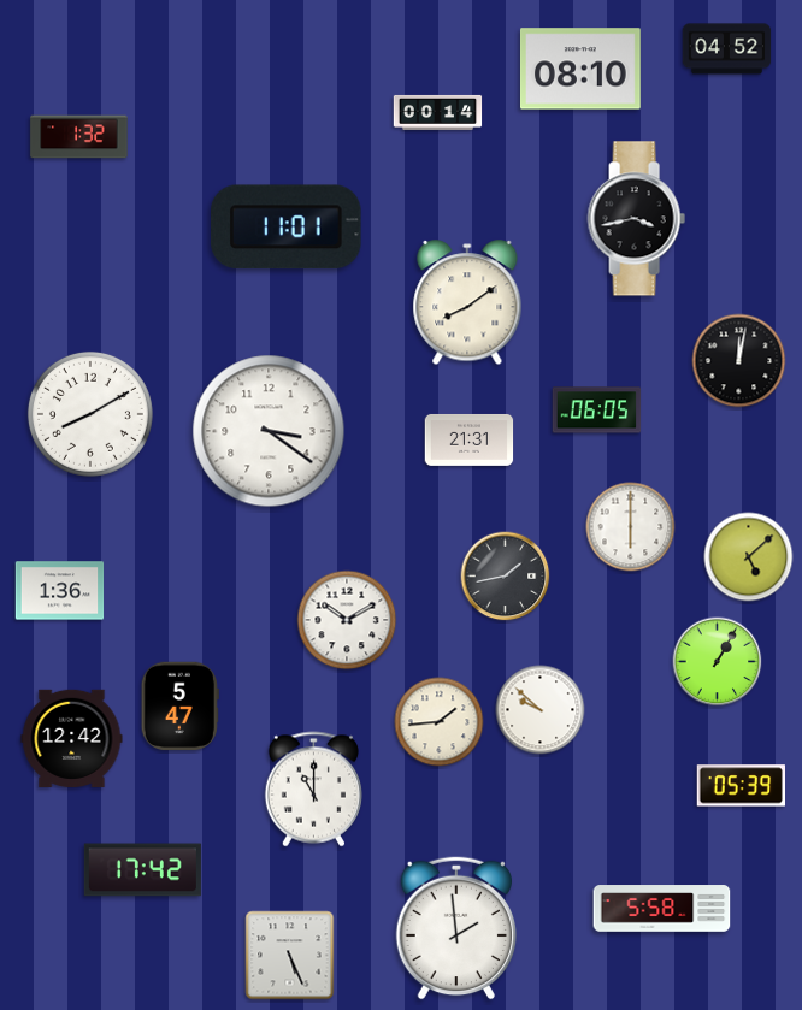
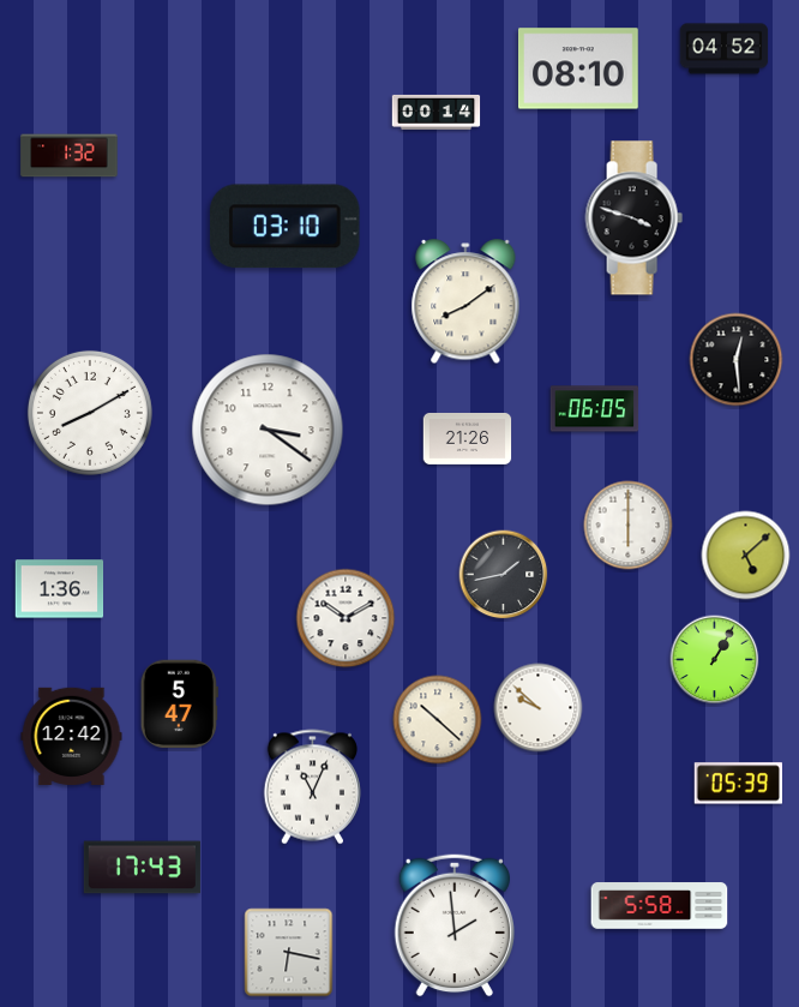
clock at (79, 137) position: (79, 137) -> (70, 156)
clock at (636, 219): 3:43 -> 3:48
clock at (287, 228): 11:01 -> 03:10
clock at (739, 361): 12:02 -> 12:29
clock at (470, 439): 21:31 -> 21:26
clock at (440, 722): 1:44 -> 10:22
clock at (313, 790): 11:00 -> 11:04
clock at (142, 870): 17:42 -> 17:43
clock at (290, 956): 5:26 -> 6:17
